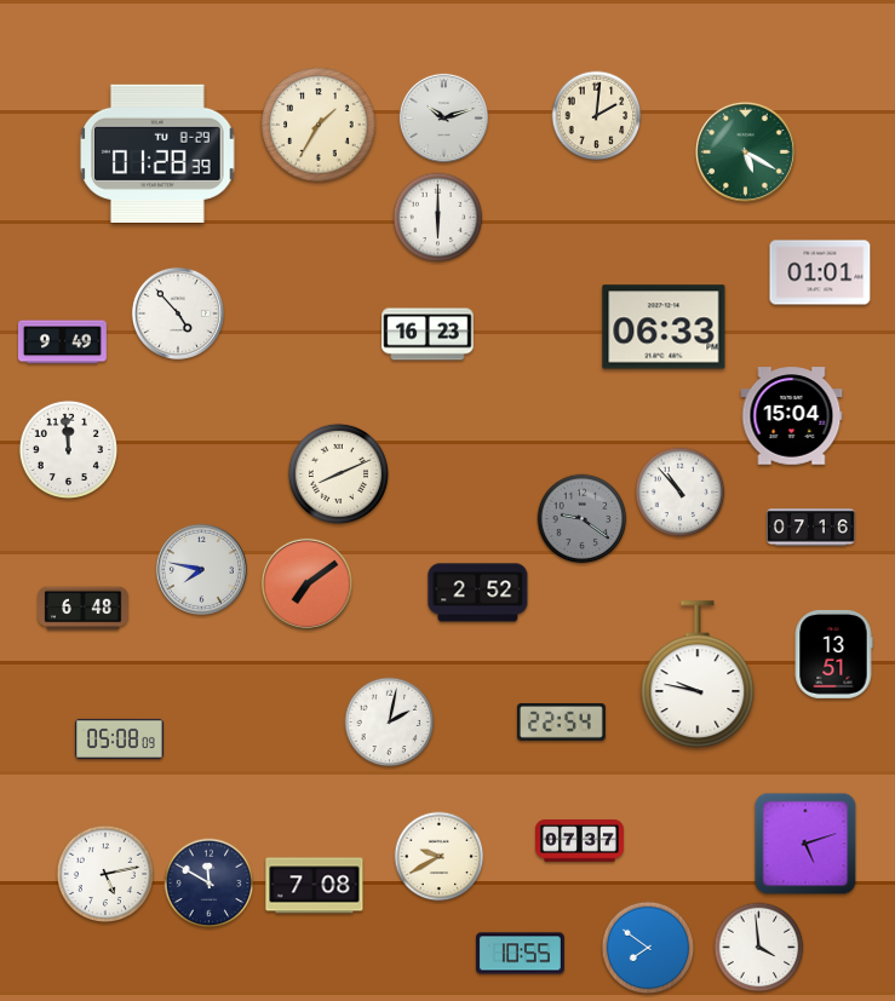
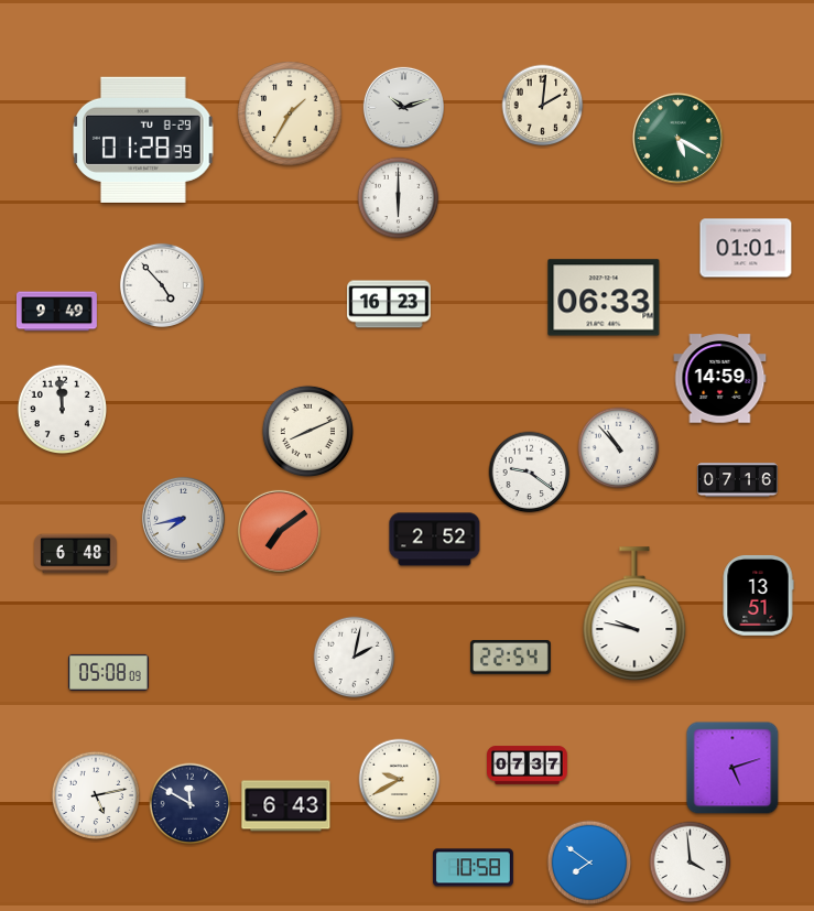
clock at (792, 416): 15:04 -> 14:59
clock at (583, 519) dial: grey -> white
clock at (201, 569): 7:47 -> 7:43
clock at (315, 886): 7:08 -> 6:43
clock at (520, 954): 10:55 -> 10:58
